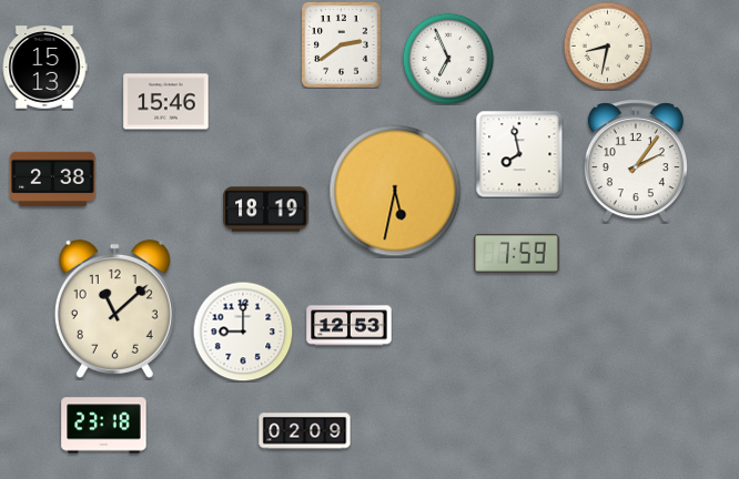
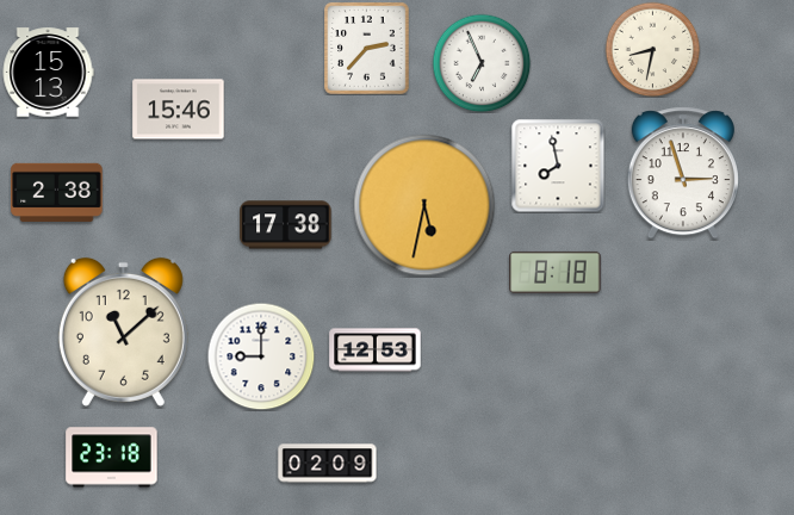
clock at (342, 45): 2:39 -> 2:37
clock at (636, 161): 2:06 -> 2:57
clock at (266, 210): 18:19 -> 17:38
clock at (517, 253): 7:59 -> 8:18
